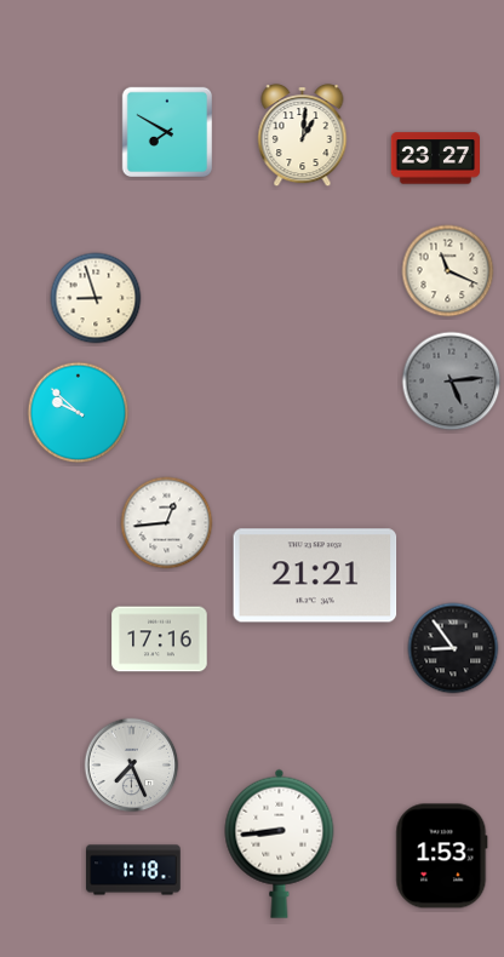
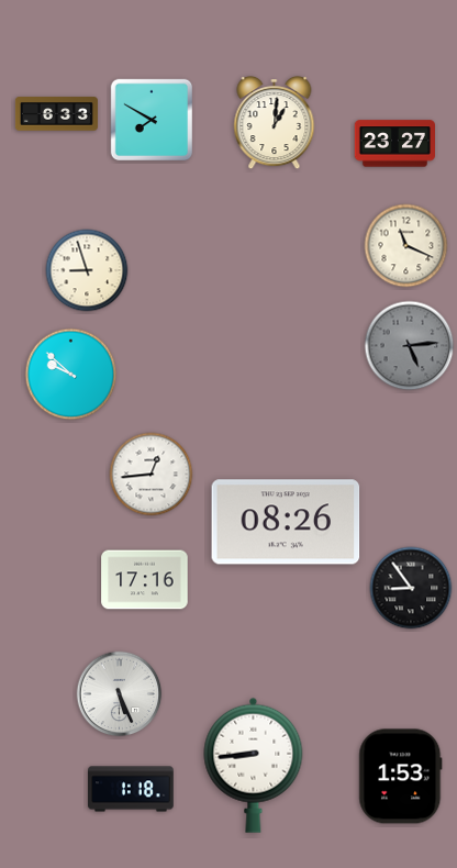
clock at (56, 114): none -> 6:33
clock at (315, 575): 21:21 -> 08:26
clock at (132, 766): 7:26 -> 5:26
clock at (133, 870) position: (133, 870) -> (131, 789)
